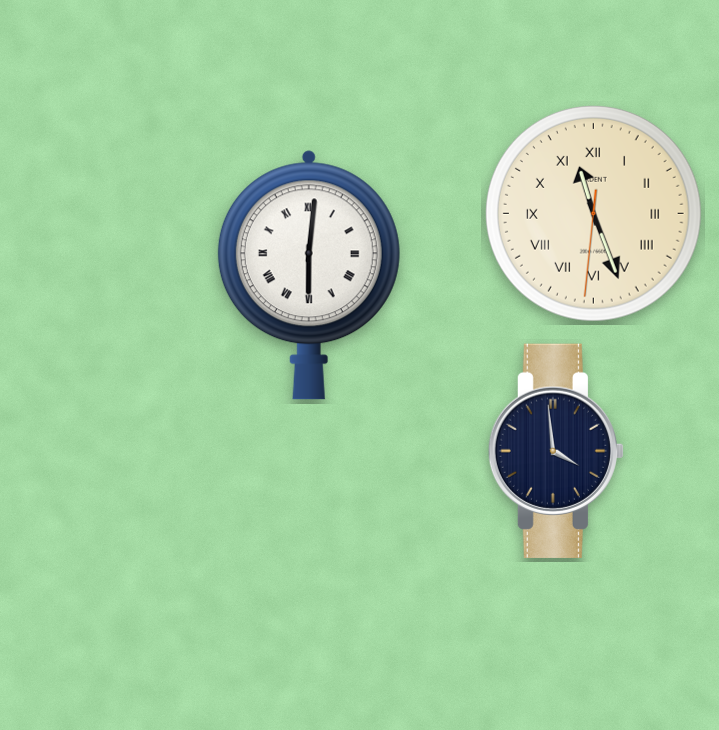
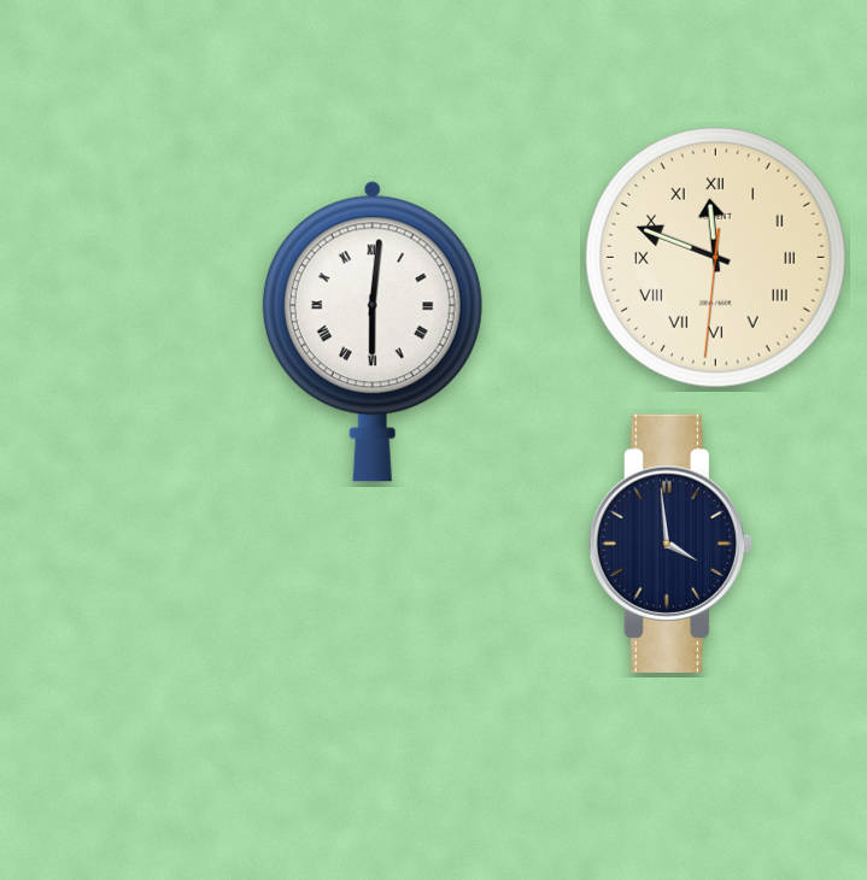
clock at (593, 213): 11:26 -> 11:48
